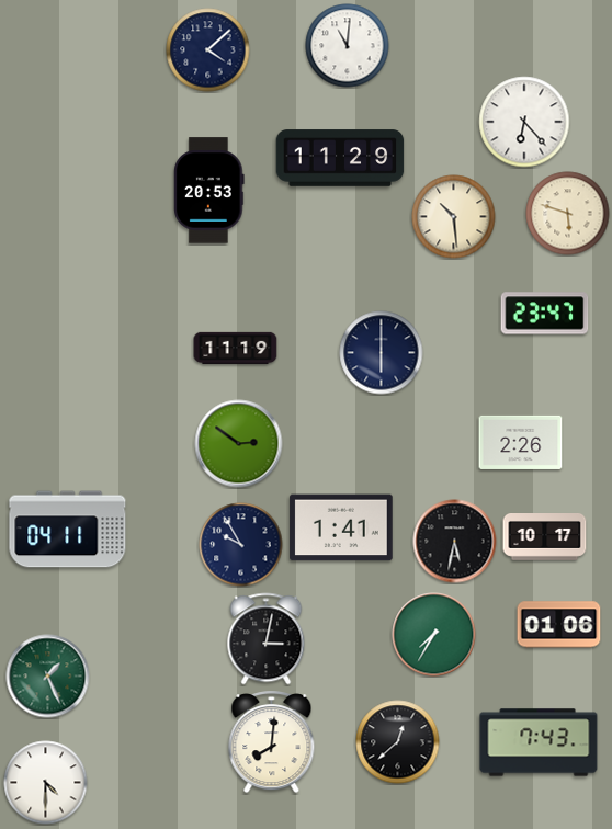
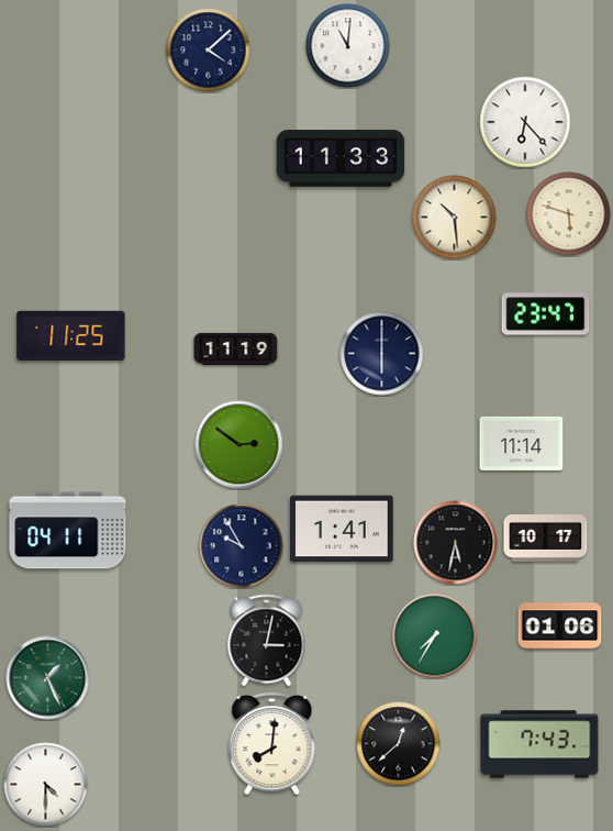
clock at (340, 158): 11:29 -> 11:33
clock at (209, 191): 20:53 -> none
clock at (71, 335): none -> 11:25
clock at (521, 442): 2:26 -> 11:14
